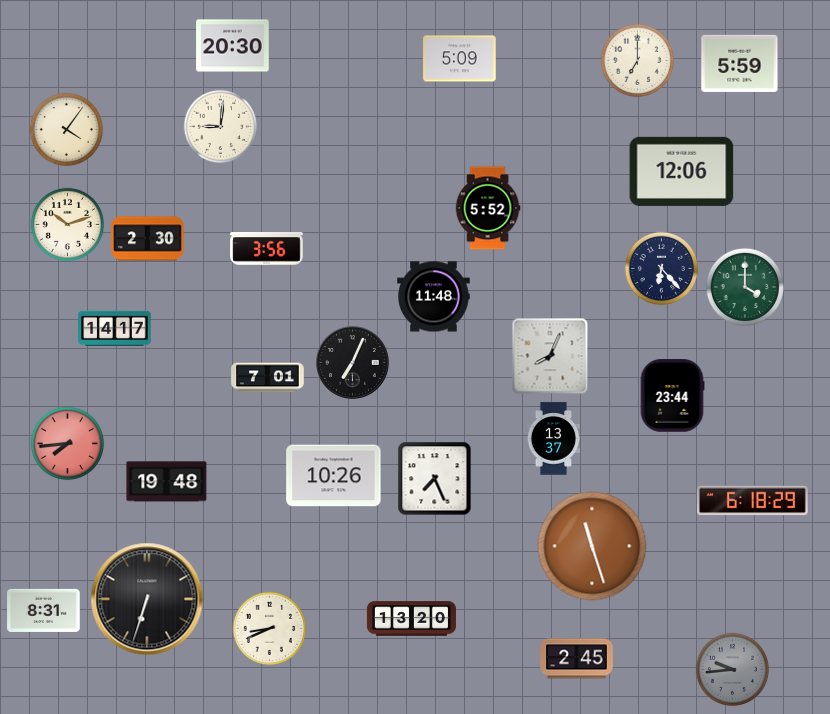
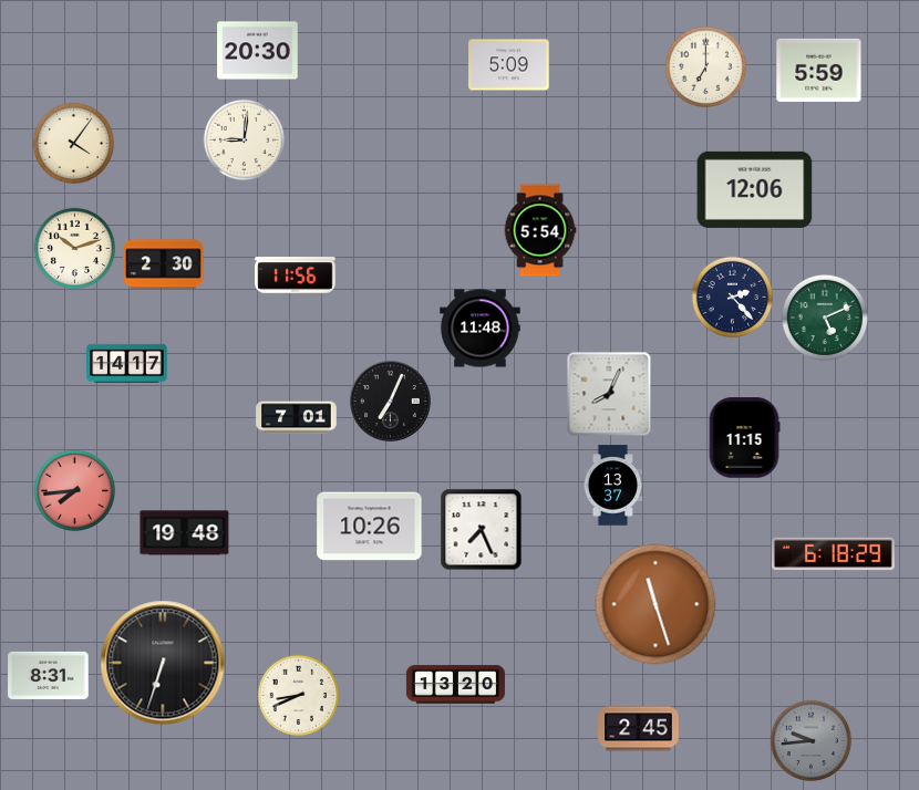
clock at (488, 208): 5:52 -> 5:54
clock at (267, 249): 3:56 -> 11:56
clock at (662, 269): 6:23 -> 2:23
clock at (745, 287): 4:00 -> 5:11
clock at (672, 396): 23:44 -> 11:15
